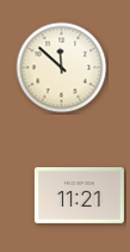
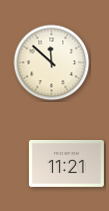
clock at (62, 68) position: (62, 68) -> (52, 63)
